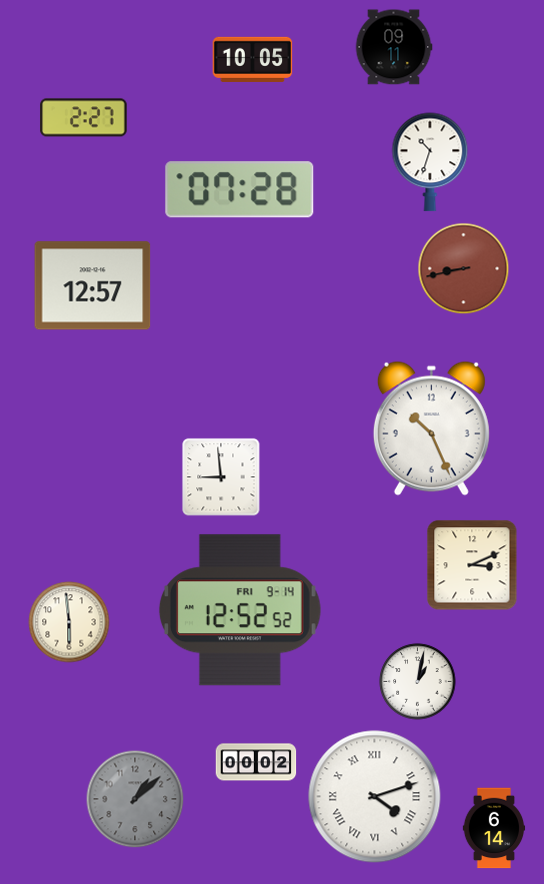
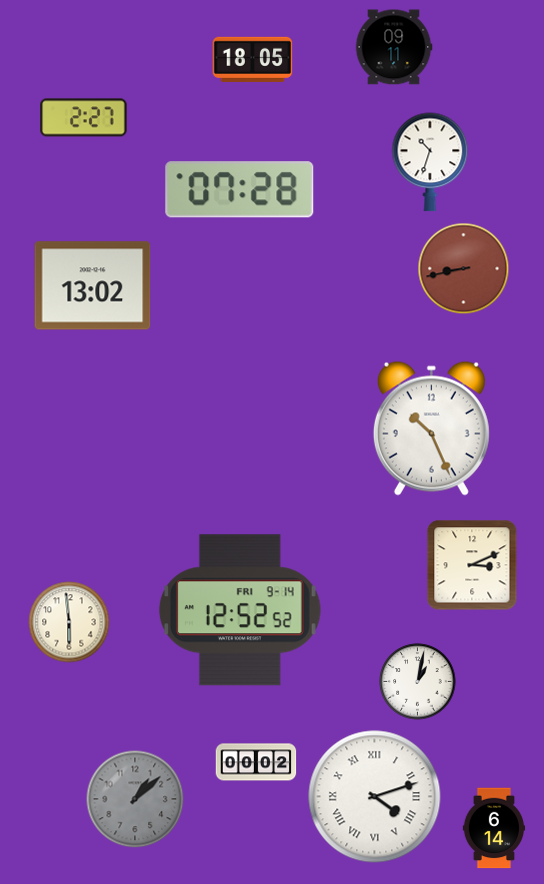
clock at (253, 59): 10:05 -> 18:05
clock at (93, 286): 12:57 -> 13:02
clock at (221, 477): 8:59 -> none
